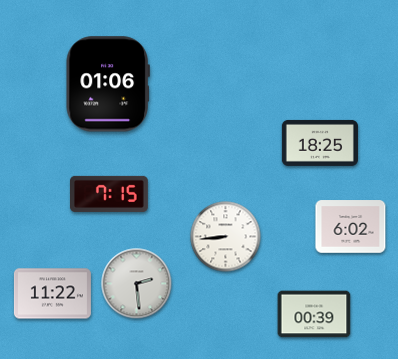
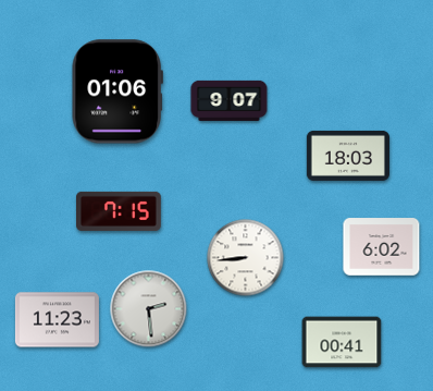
clock at (230, 100): none -> 9:07
clock at (320, 143): 18:25 -> 18:03
clock at (52, 294): 11:22 -> 11:23
clock at (314, 314): 00:39 -> 00:41
